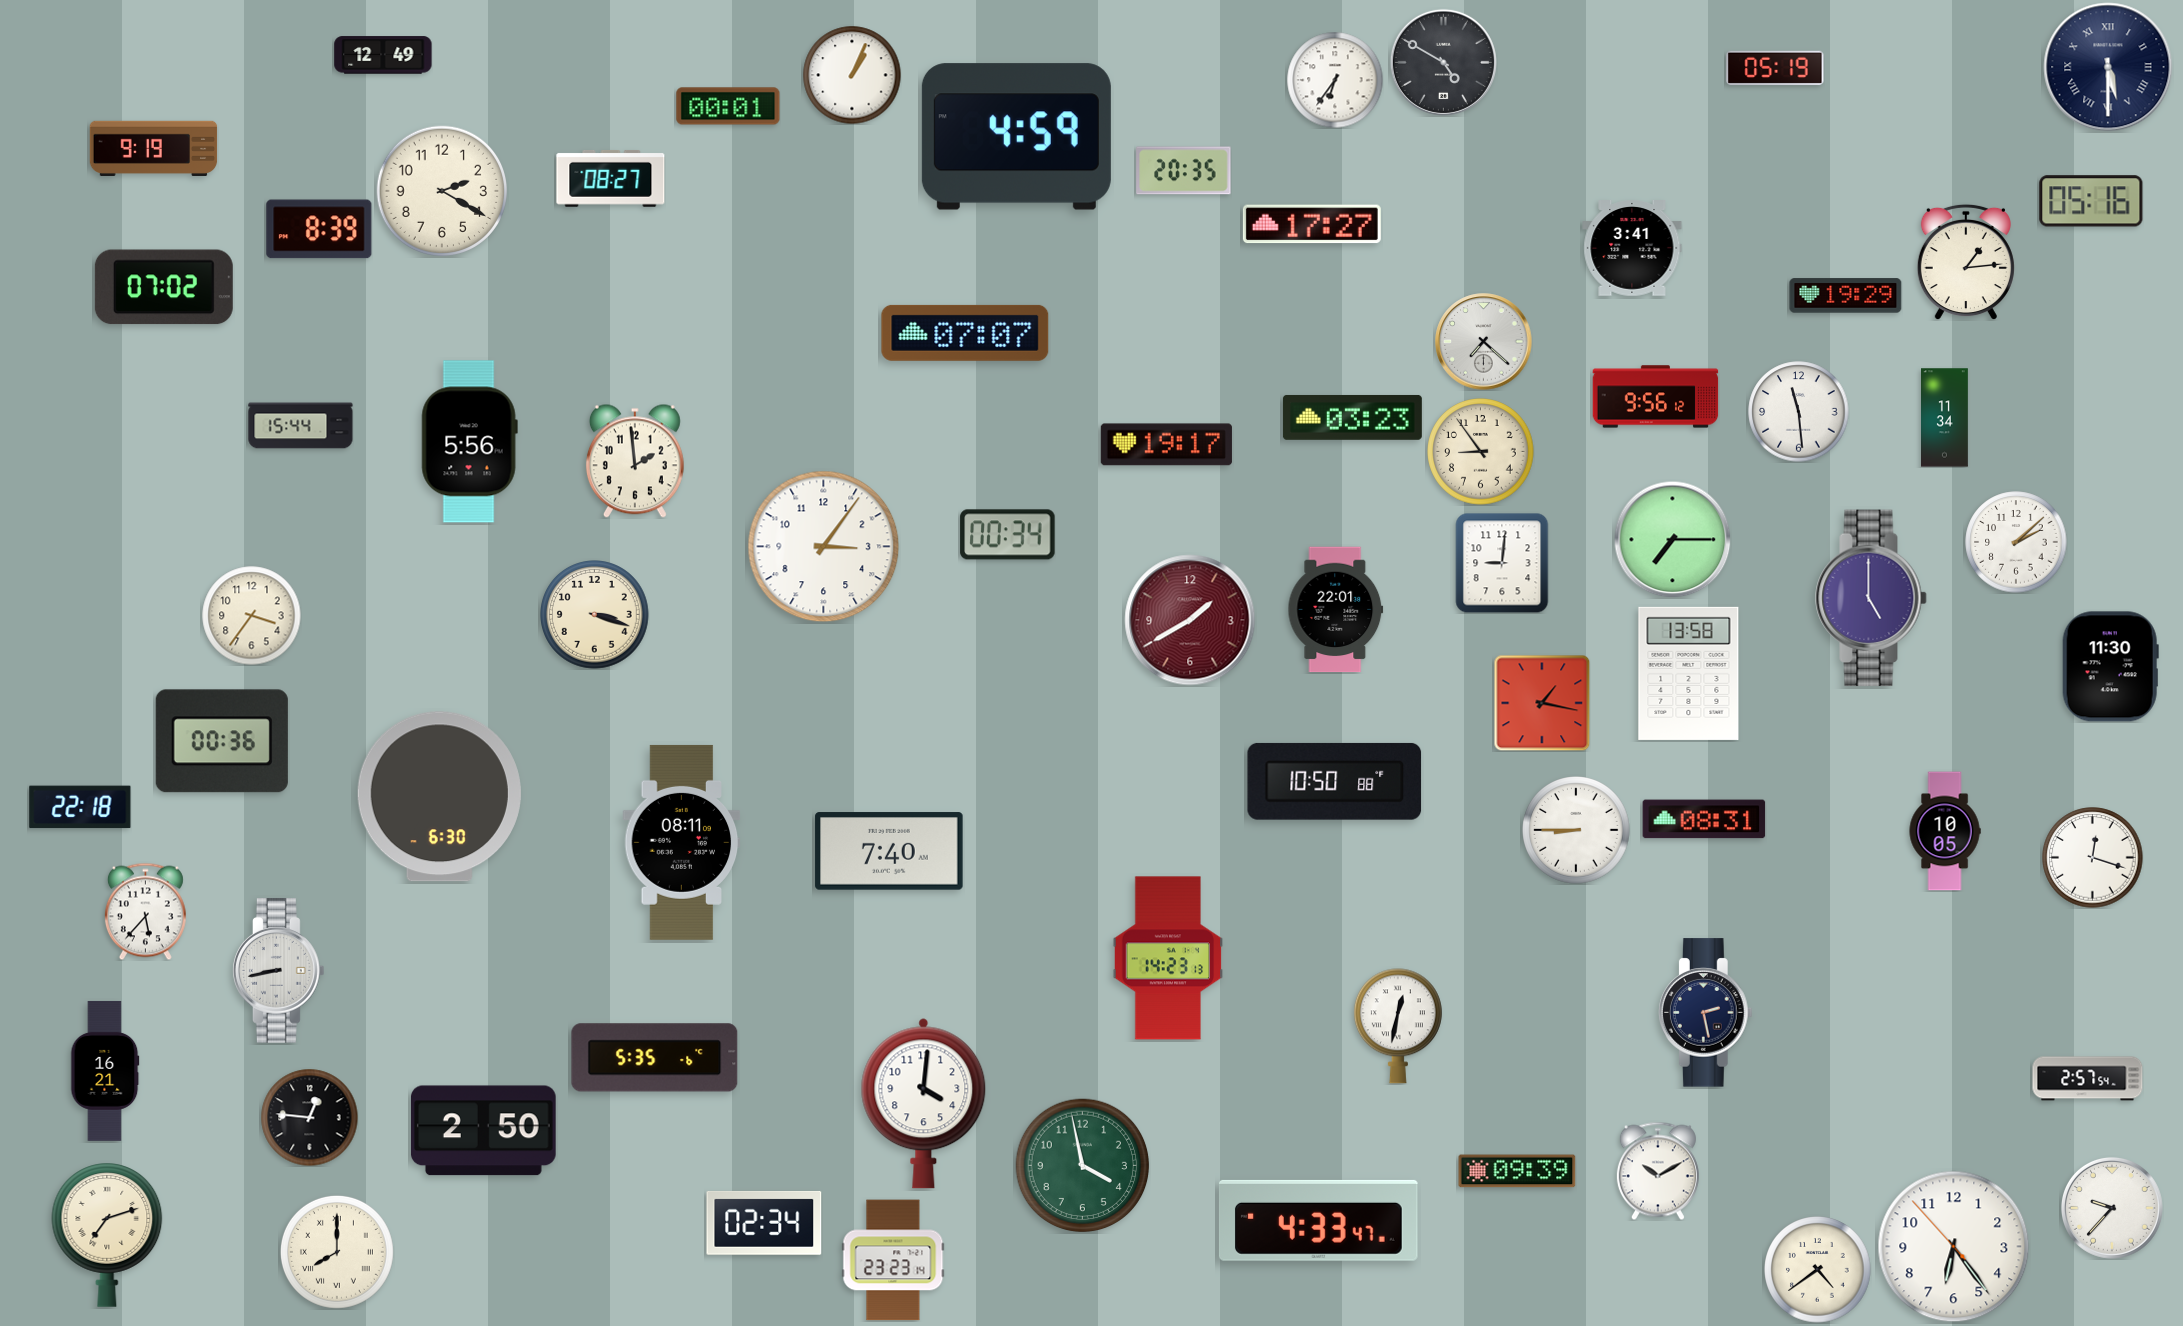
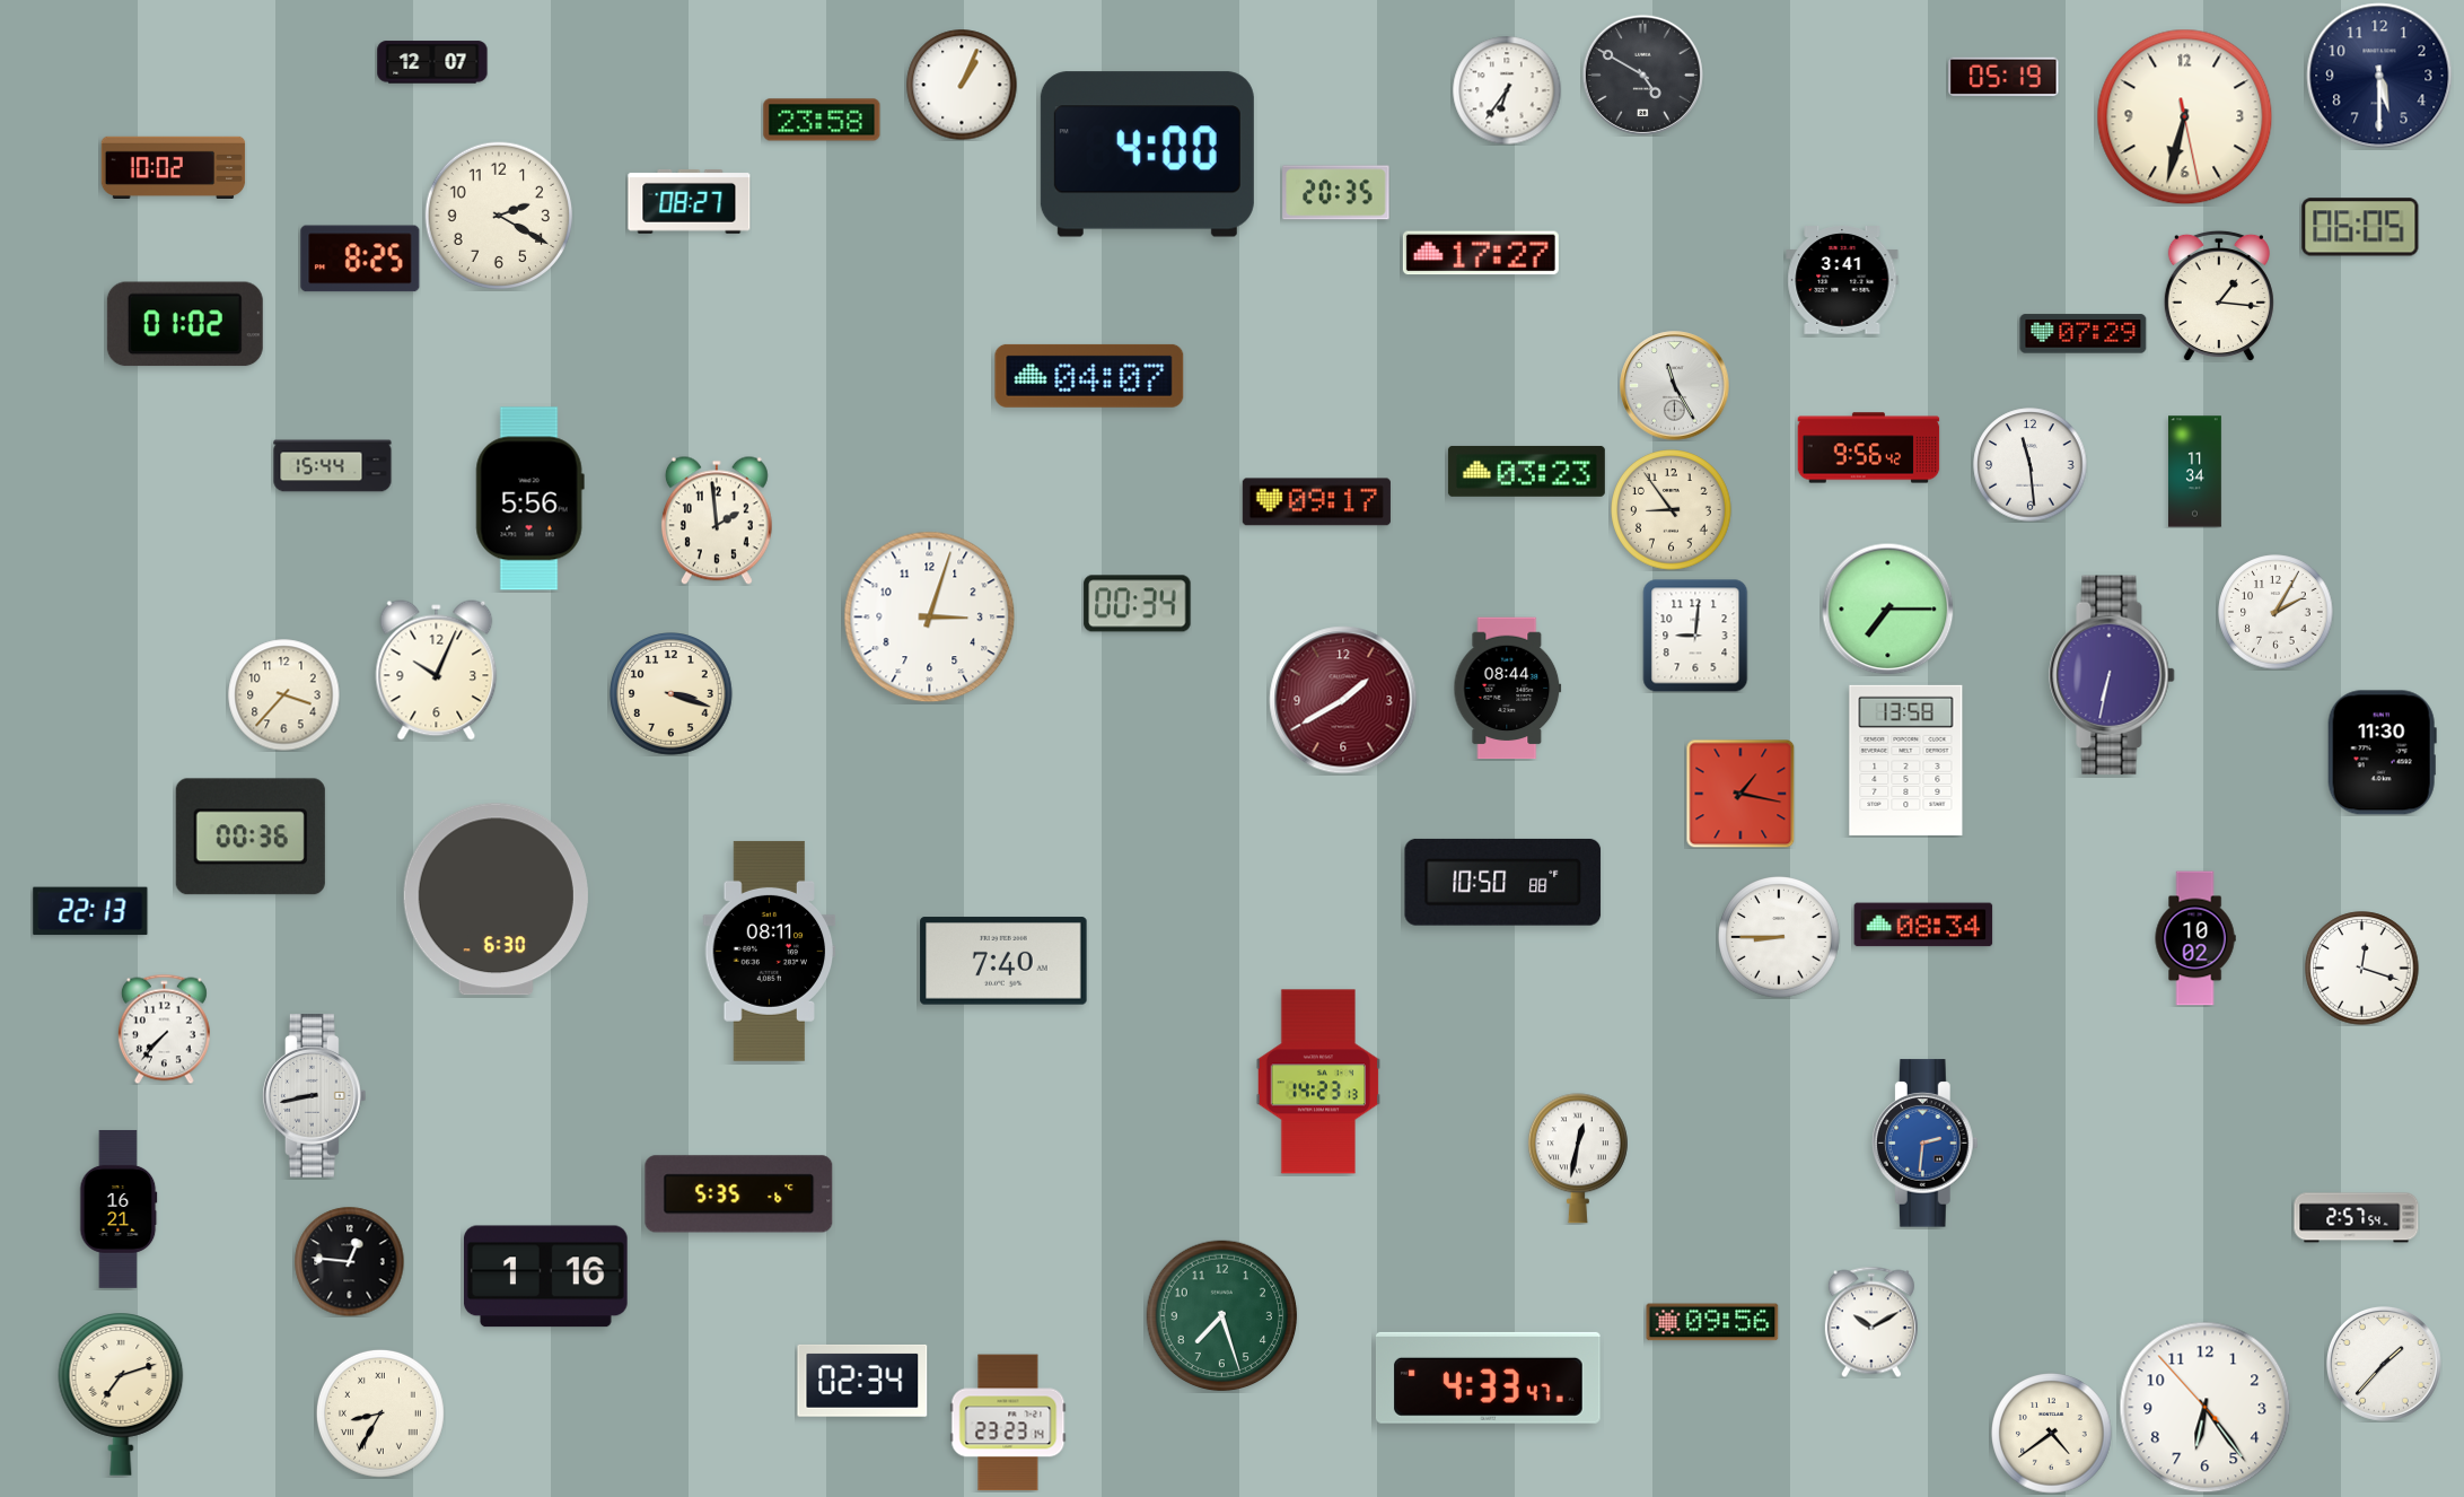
clock at (383, 55): 12:49 -> 12:07
clock at (1443, 62) position: (1443, 62) -> (1642, 75)
clock at (2108, 67) numerals: Roman -> Arabic
clock at (2185, 117): none -> 6:32
clock at (728, 106): 00:01 -> 23:58
clock at (1016, 137): 4:59 -> 4:00
clock at (154, 148): 9:19 -> 10:02
clock at (2091, 201): 05:16 -> 06:05
clock at (319, 229): 8:39 -> 8:25
clock at (1966, 262): 1:14 -> 1:16
clock at (164, 287): 07:02 -> 01:02
clock at (1846, 296): 19:29 -> 07:29
clock at (965, 333): 07:07 -> 04:07
clock at (1484, 342): 7:22 -> 11:25
clock at (1656, 397): 9:56:12 -> 9:56:42
clock at (301, 426) position: (301, 426) -> (333, 466)
clock at (1166, 445): 19:17 -> 09:17
clock at (2016, 542): 2:08 -> 2:05
clock at (824, 547): 3:06 -> 3:03
clock at (437, 671): none -> 10:04
clock at (1871, 598): 5:00 -> 6:32
clock at (1336, 610): 22:01 -> 08:44
clock at (252, 616): 3:36 -> 3:37
clock at (1335, 781) position: (1335, 781) -> (1503, 882)
clock at (80, 807): 22:18 -> 22:13
clock at (1704, 819): 08:31 -> 08:34
clock at (1945, 831): 10:05 -> 10:02
clock at (145, 911): 5:37 -> 7:37
clock at (1705, 1013): 2:28 -> 2:31
clock at (1705, 1013) dial: navy -> blue
clock at (924, 1104): 4:01 -> none
clock at (483, 1131): 2:50 -> 1:16
clock at (1083, 1166): 3:58 -> 7:27
clock at (1517, 1171): 09:39 -> 09:56
clock at (2112, 1208): 9:37 -> 1:37
clock at (337, 1252): 8:00 -> 8:35
